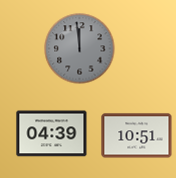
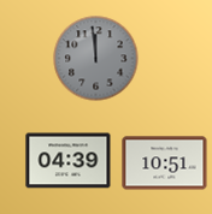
clock at (52, 134) position: (52, 134) -> (69, 161)
